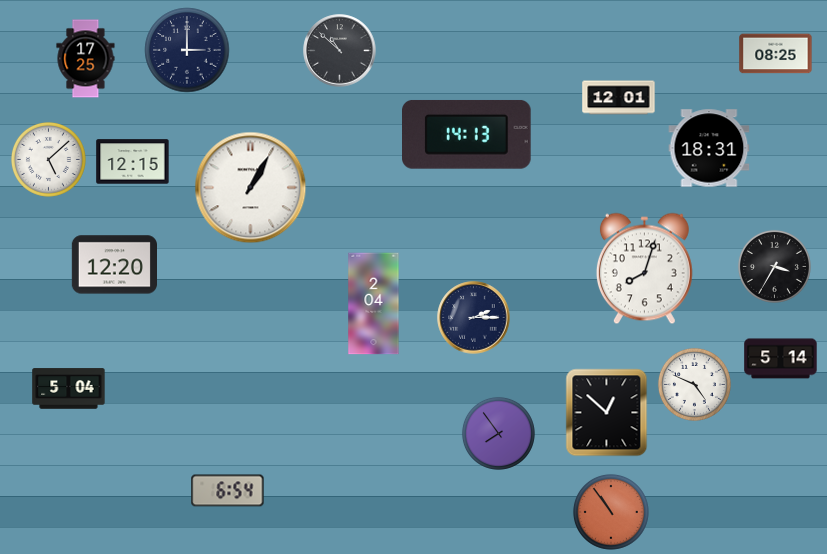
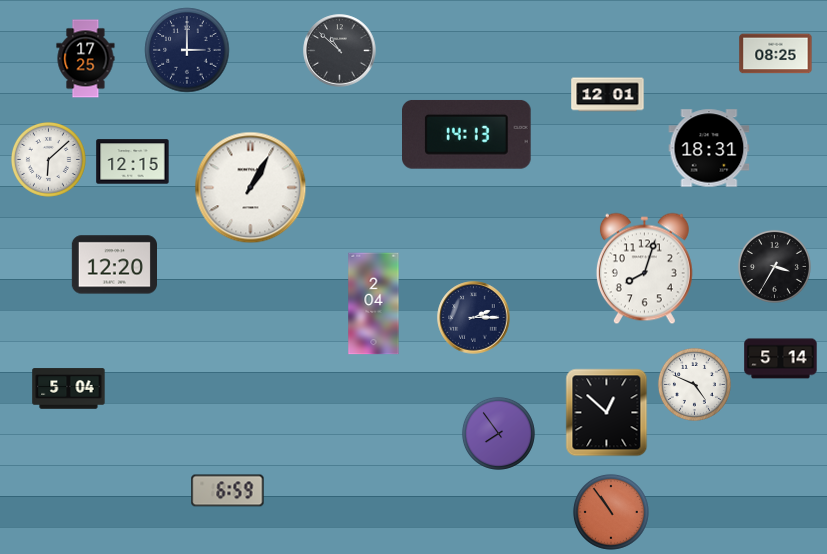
clock at (619, 98) position: (619, 98) -> (608, 95)
clock at (48, 159): 5:08 -> 6:08
clock at (228, 491): 6:54 -> 6:59
